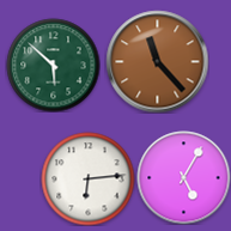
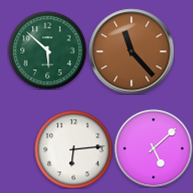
clock at (53, 65) position: (53, 65) -> (47, 50)
clock at (183, 177): 5:05 -> 5:08
